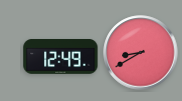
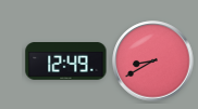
clock at (141, 53) position: (141, 53) -> (153, 62)
